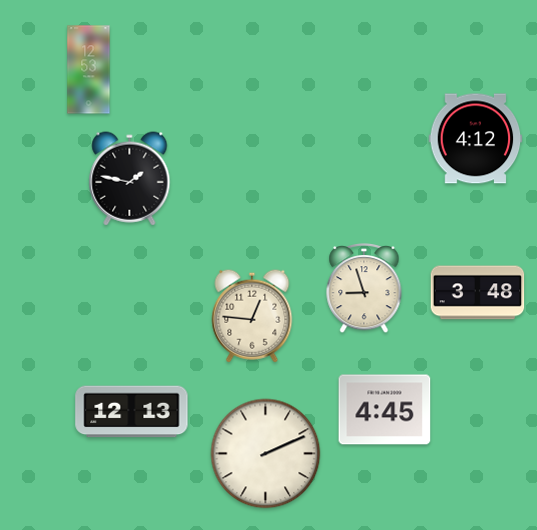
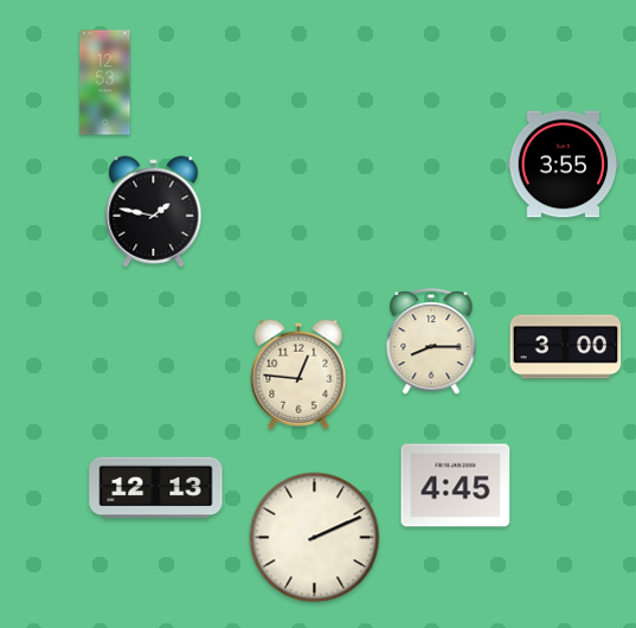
clock at (476, 139): 4:12 -> 3:55
clock at (364, 289): 8:57 -> 8:15
clock at (478, 293): 3:48 -> 3:00
